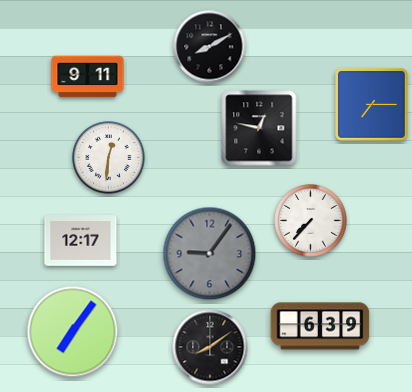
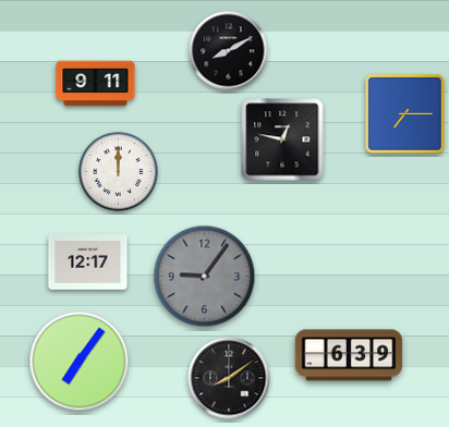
clock at (109, 158): 12:31 -> 12:00
clock at (311, 221): 7:37 -> none
clock at (210, 254) position: (210, 254) -> (205, 277)
